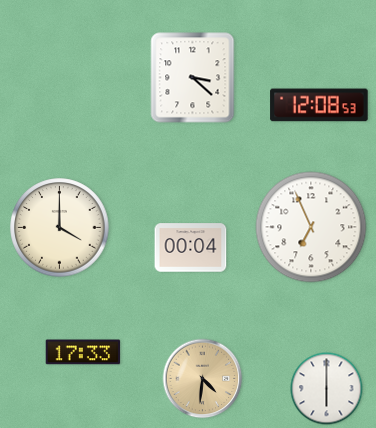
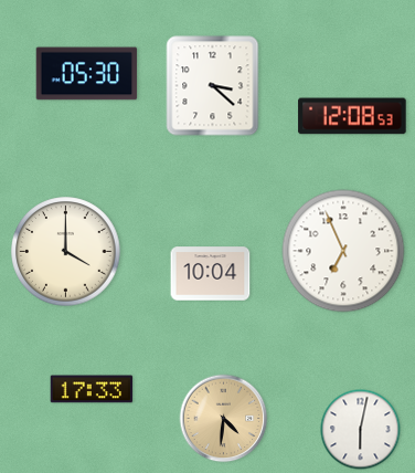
clock at (87, 74): none -> 05:30
clock at (191, 248): 00:04 -> 10:04
clock at (327, 389): 6:00 -> 6:02
